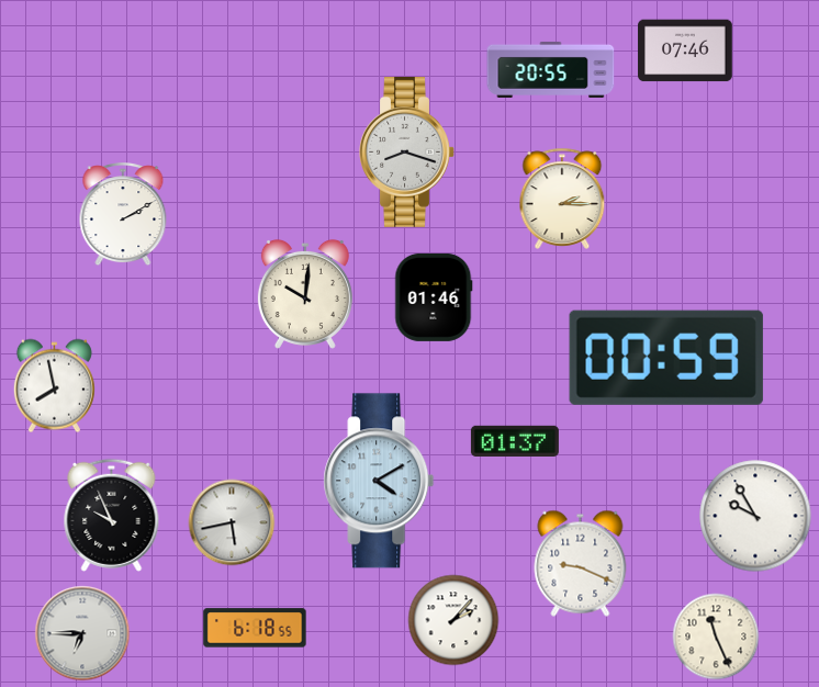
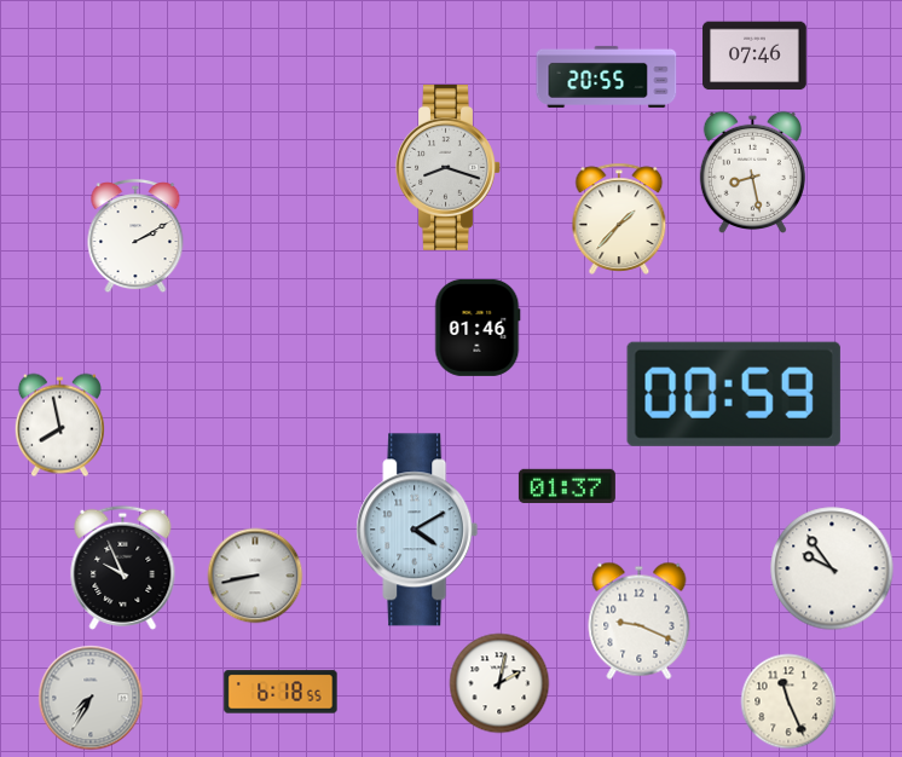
clock at (752, 172): none -> 8:28
clock at (562, 199): 2:15 -> 1:37
clock at (305, 294): 10:01 -> none
clock at (755, 516): 9:55 -> 9:54
clock at (232, 522): 5:43 -> 8:43
clock at (453, 620): 2:07 -> 2:02
clock at (82, 633): 6:45 -> 7:35
